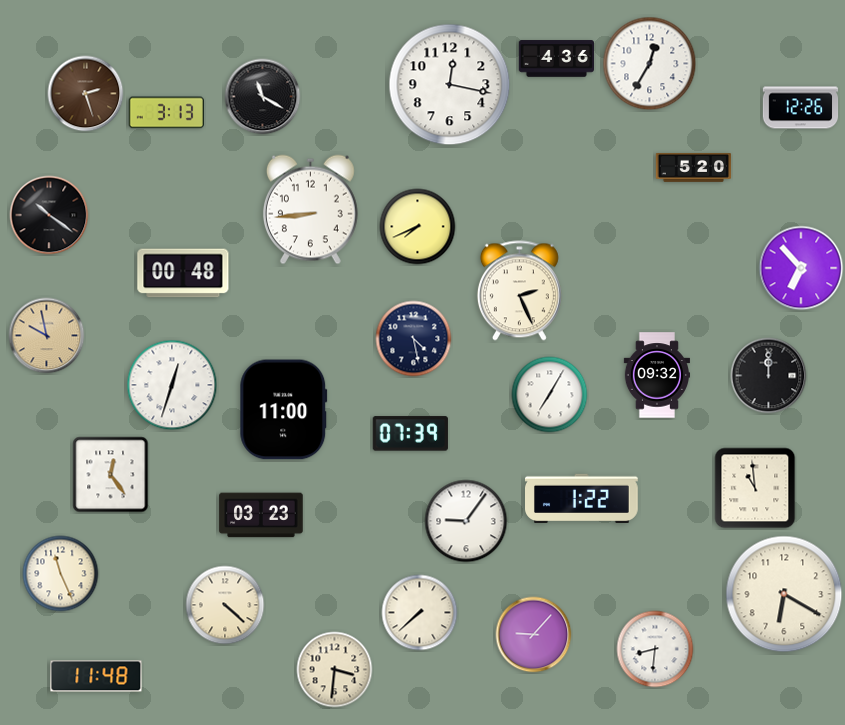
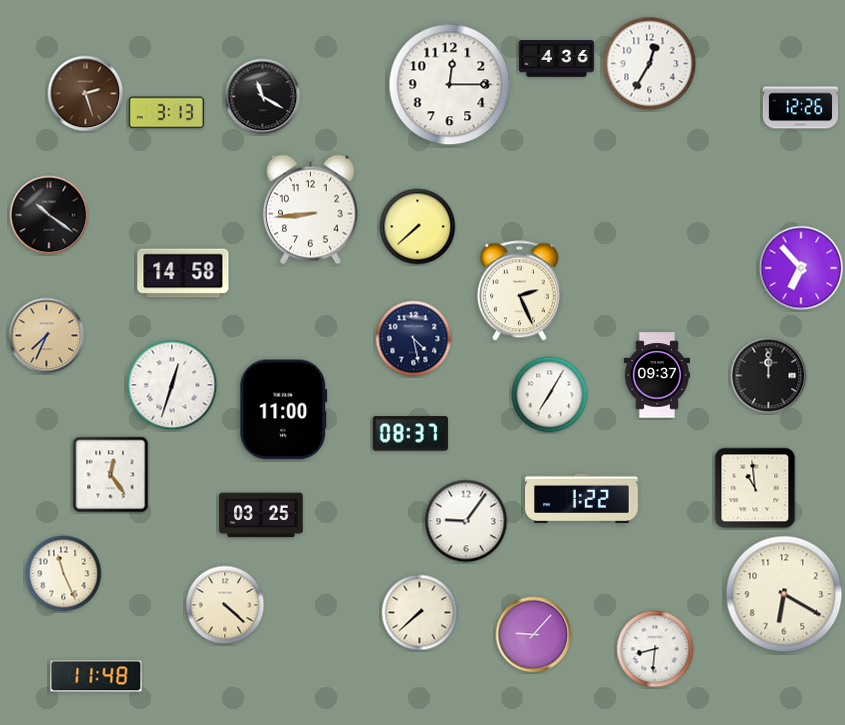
clock at (450, 85): 12:17 -> 12:15
clock at (694, 168): 5:20 -> none
clock at (418, 227): 7:41 -> 7:38
clock at (183, 273): 00:48 -> 14:58
clock at (47, 336): 9:58 -> 7:34
clock at (656, 375): 09:32 -> 09:37
clock at (410, 434): 07:39 -> 08:37
clock at (261, 515): 03:23 -> 03:25
clock at (61, 574) position: (61, 574) -> (64, 574)
clock at (335, 670): 3:31 -> none
